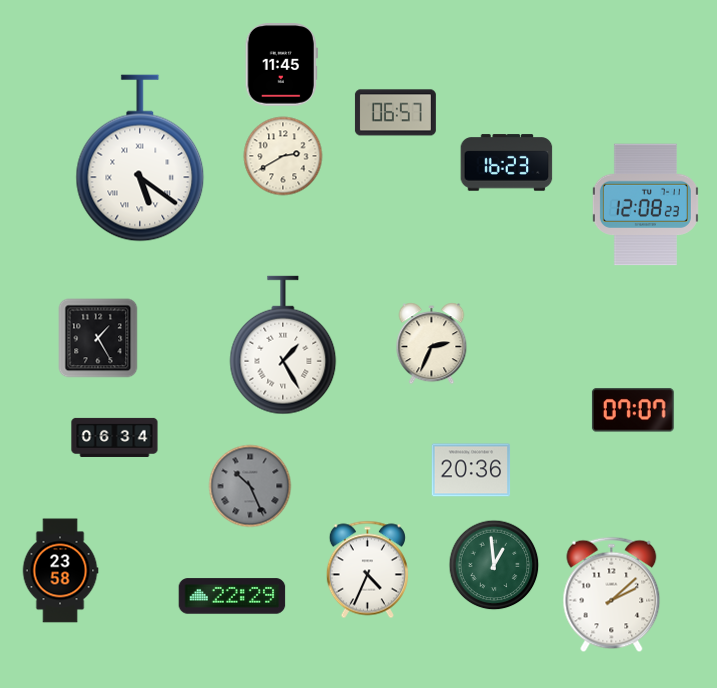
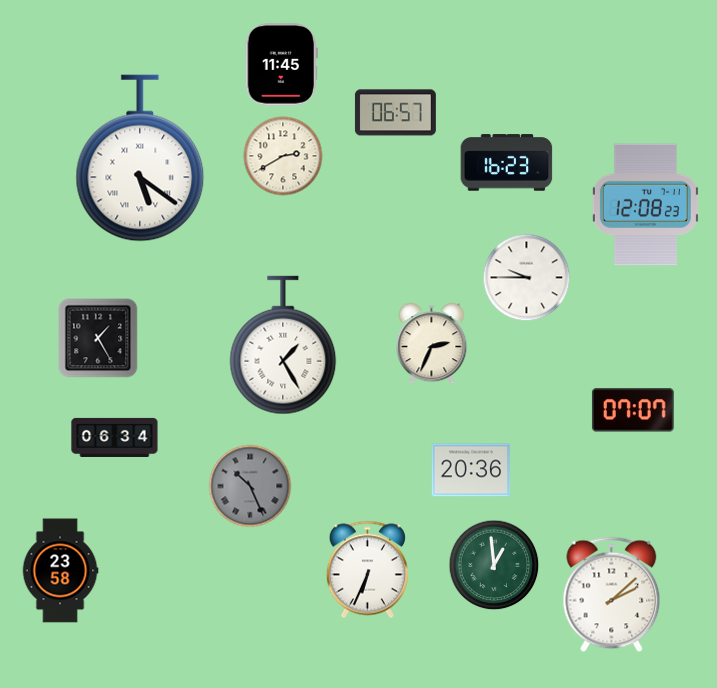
clock at (527, 278): none -> 9:45
clock at (367, 570): 4:34 -> 6:34
clock at (232, 596): 22:29 -> none
